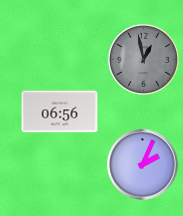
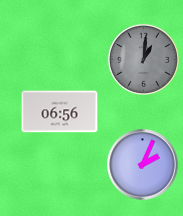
clock at (143, 59): 12:58 -> 1:01
